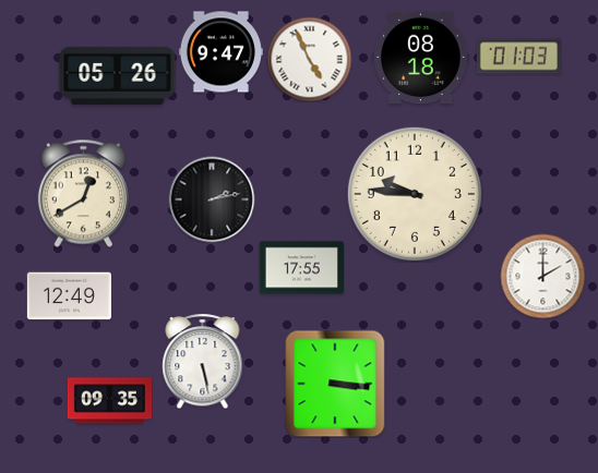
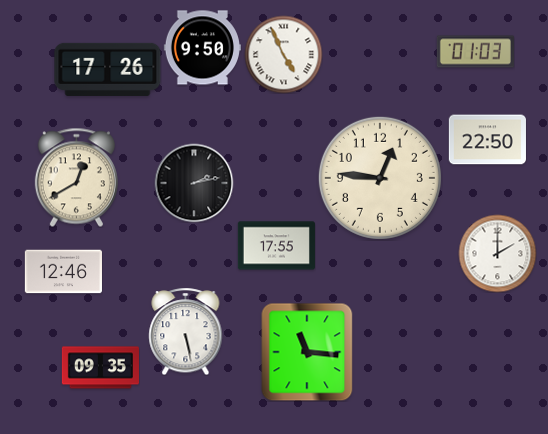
clock at (220, 52): 9:47 -> 9:50
clock at (421, 58): 08:18 -> none
clock at (118, 75): 05:26 -> 17:26
clock at (487, 140): none -> 22:50
clock at (415, 194): 9:46 -> 12:46
clock at (69, 296): 12:49 -> 12:46
clock at (335, 384): 3:16 -> 11:16
